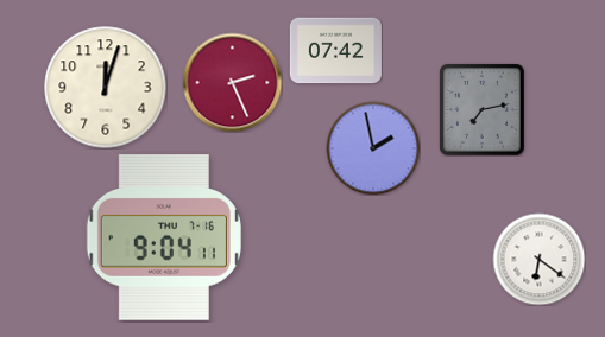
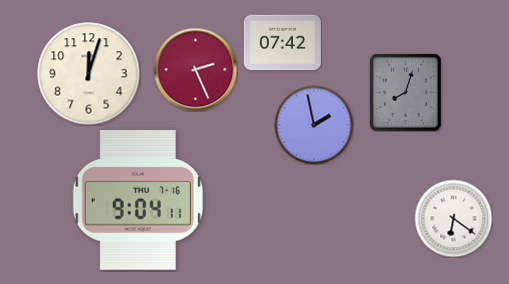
clock at (481, 109): 7:13 -> 8:03
